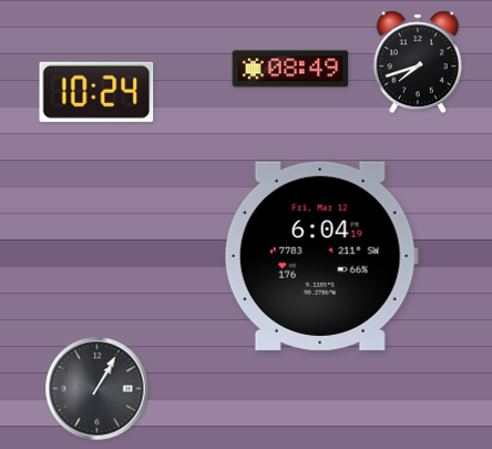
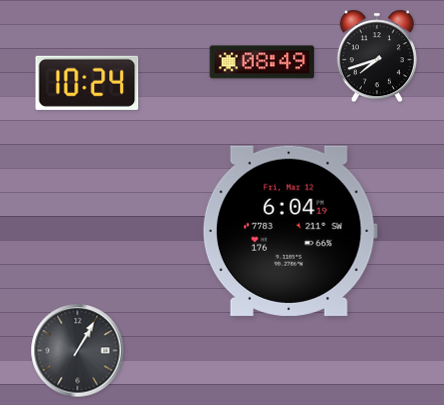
clock at (98, 389) position: (98, 389) -> (78, 351)
